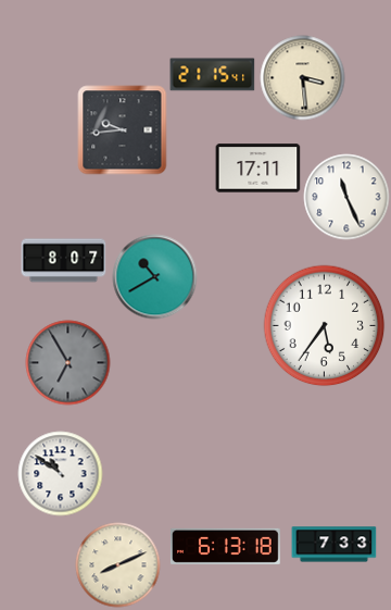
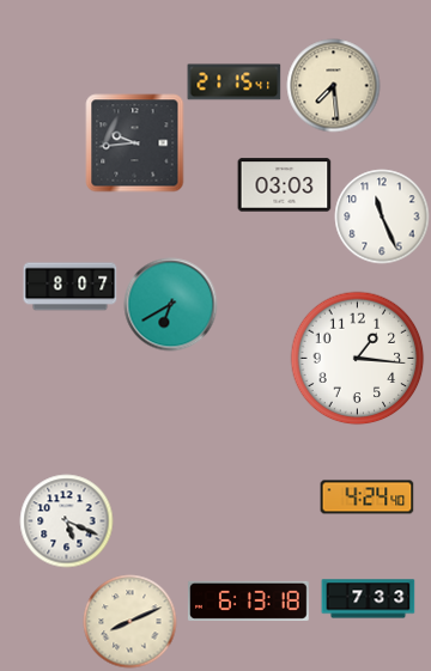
clock at (302, 77): 3:29 -> 7:29
clock at (257, 169): 17:11 -> 03:03
clock at (154, 276): 10:40 -> 6:40
clock at (324, 325): 5:36 -> 1:16
clock at (67, 362): 6:55 -> none
clock at (366, 498): none -> 4:24
clock at (60, 473): 10:51 -> 5:19
